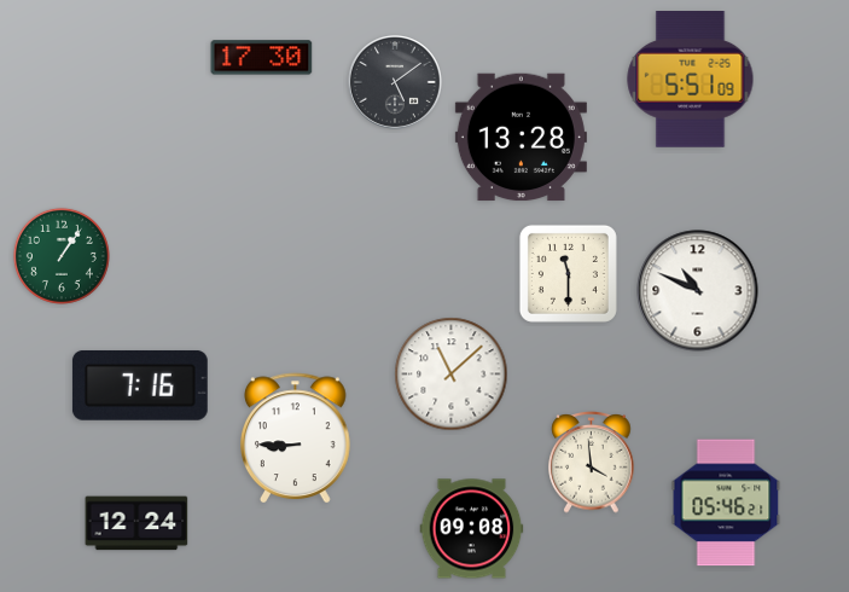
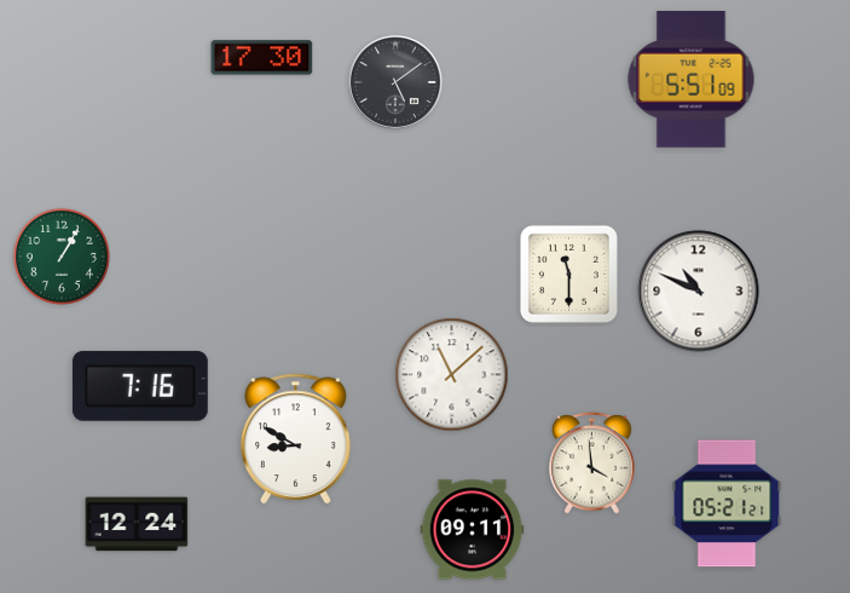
clock at (521, 138): 13:28 -> none
clock at (62, 256): 1:06 -> 1:05
clock at (296, 439): 8:45 -> 8:50
clock at (726, 503): 05:46 -> 05:21
clock at (472, 529): 09:08 -> 09:11
